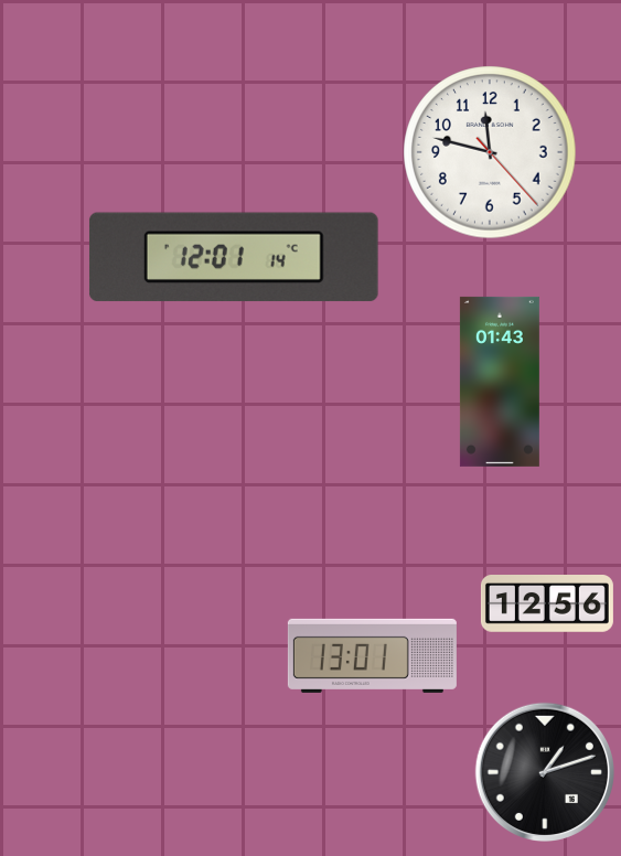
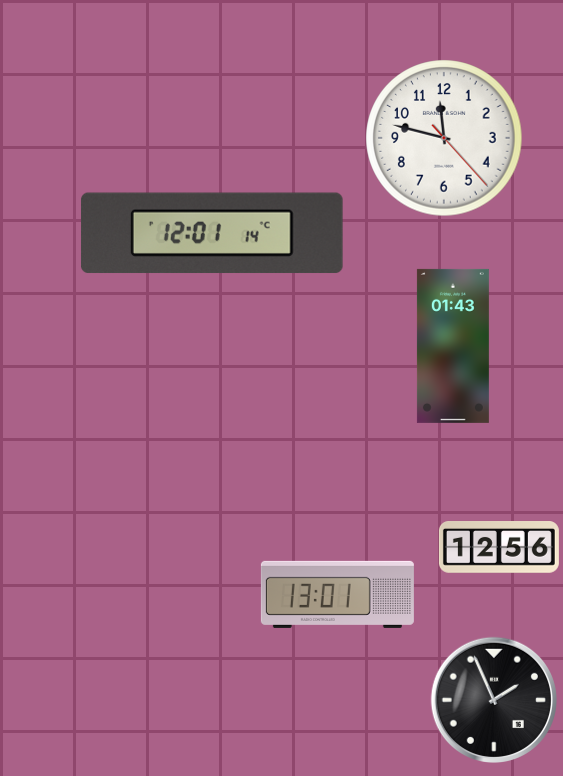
clock at (547, 604) position: (547, 604) -> (499, 548)
clock at (544, 771): 1:12 -> 1:56
